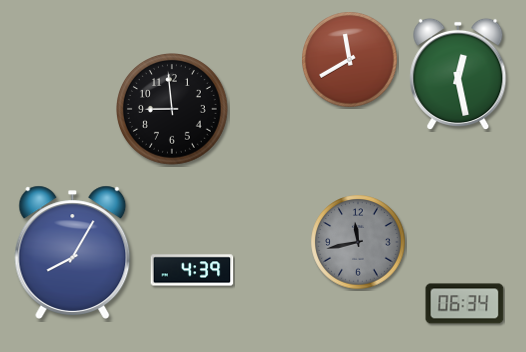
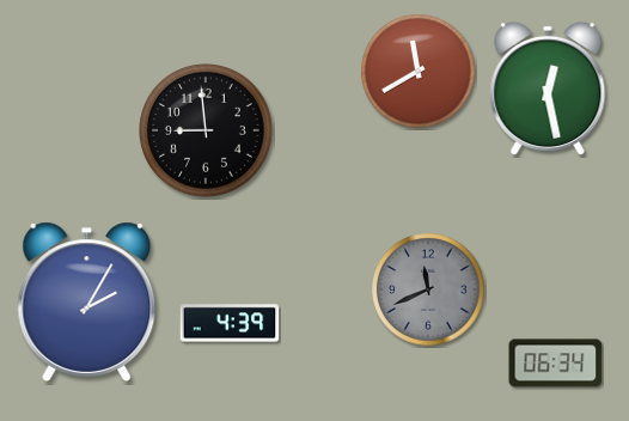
clock at (358, 242): 11:43 -> 11:41
clock at (73, 252): 8:05 -> 2:05
